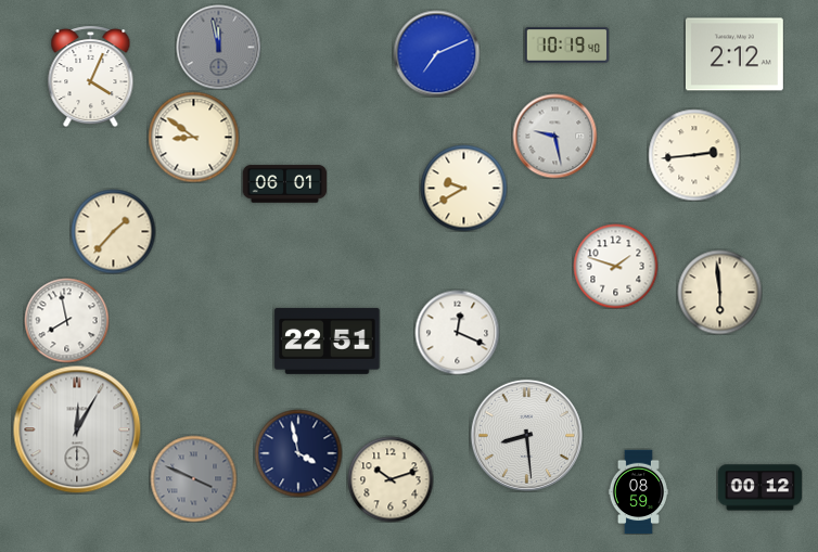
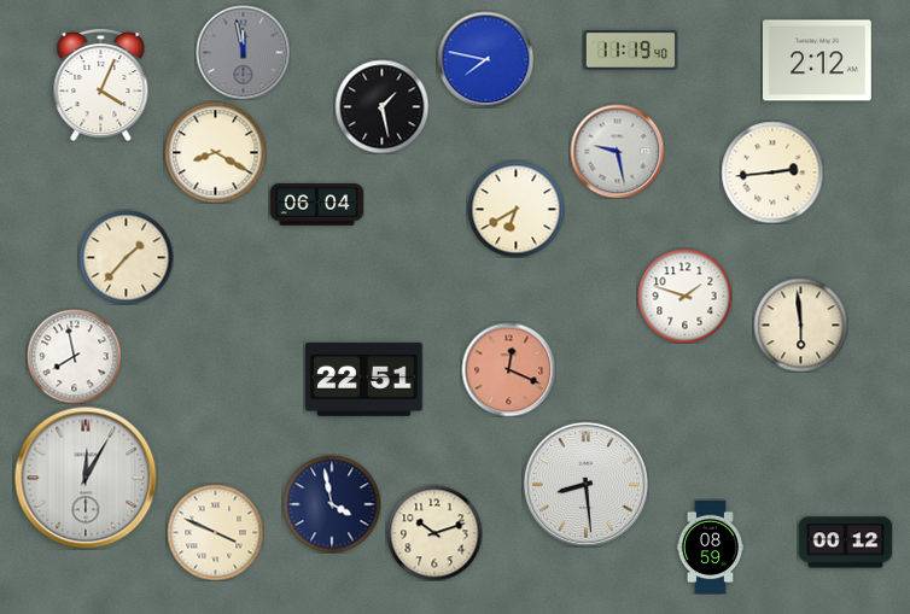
clock at (566, 46): 10:19 -> 11:19
clock at (436, 53): 7:11 -> 7:47
clock at (381, 106): none -> 1:28
clock at (193, 137): 8:51 -> 8:20
clock at (284, 184): 06:01 -> 06:04
clock at (463, 188): 9:40 -> 6:40
clock at (457, 332) dial: white -> salmon
clock at (193, 478) dial: grey -> cream
